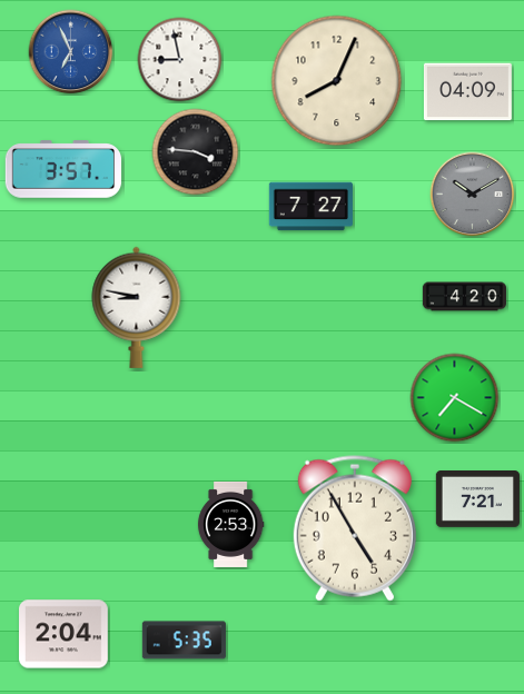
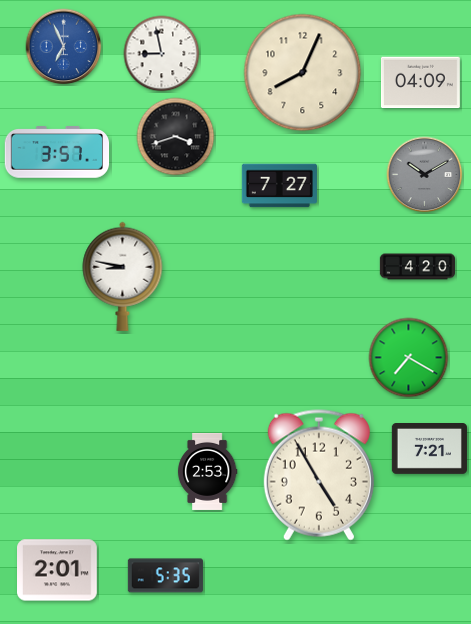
clock at (196, 152): 3:46 -> 3:42
clock at (65, 634): 2:04 -> 2:01
